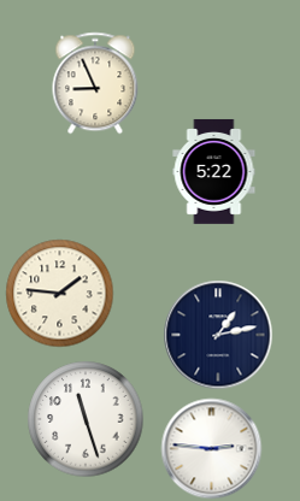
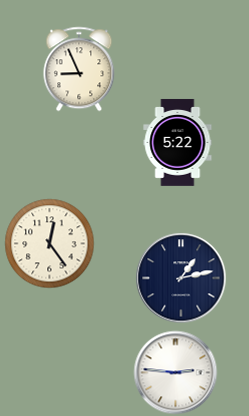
clock at (59, 293): 1:46 -> 12:24
clock at (86, 419): 11:27 -> none
